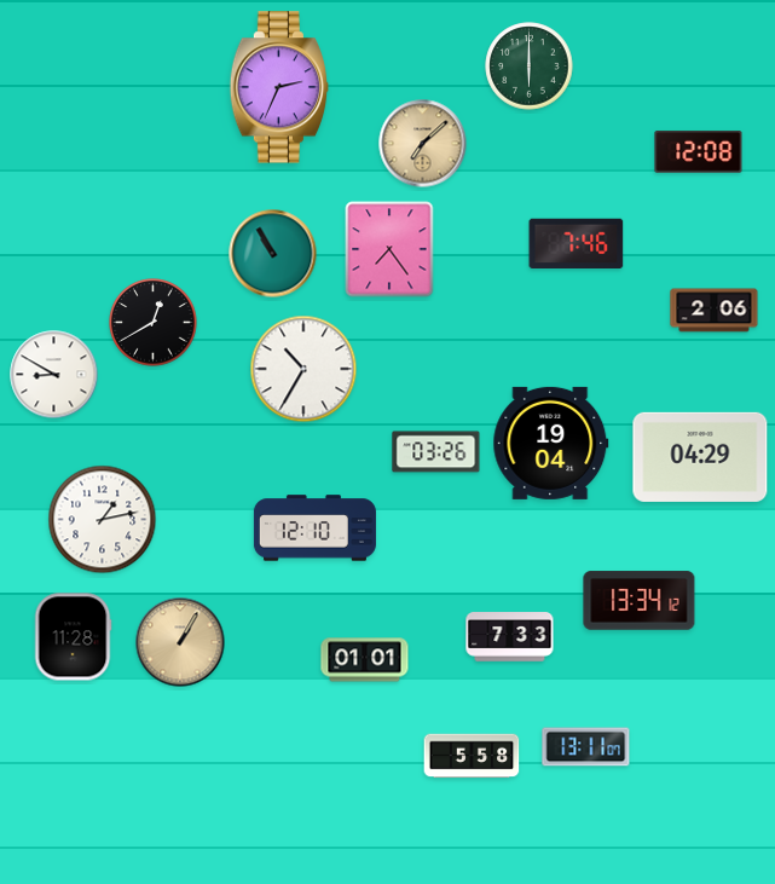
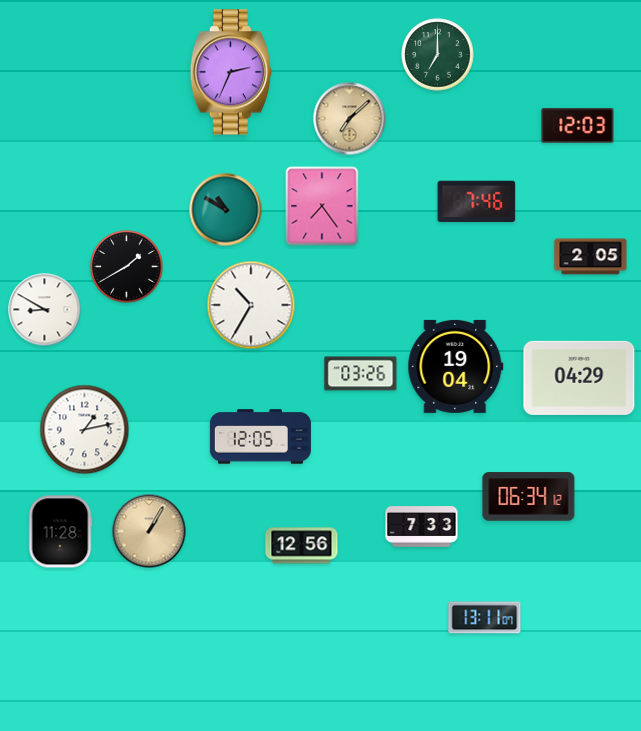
clock at (530, 67): 6:00 -> 7:00
clock at (699, 152): 12:08 -> 12:03
clock at (273, 254): 10:55 -> 10:50
clock at (715, 311): 2:06 -> 2:05
clock at (154, 323): 12:40 -> 1:40
clock at (314, 528): 12:10 -> 12:05
clock at (640, 601): 13:34 -> 06:34
clock at (73, 637) position: (73, 637) -> (60, 532)
clock at (365, 660): 01:01 -> 12:56
clock at (472, 756): 5:58 -> none
